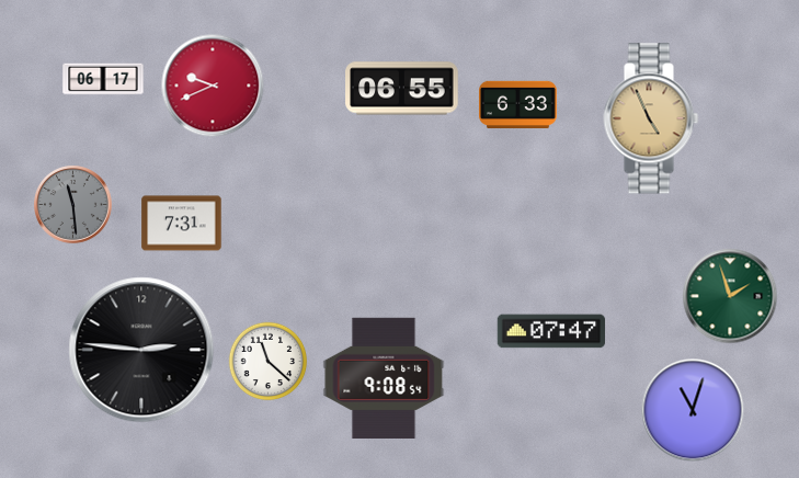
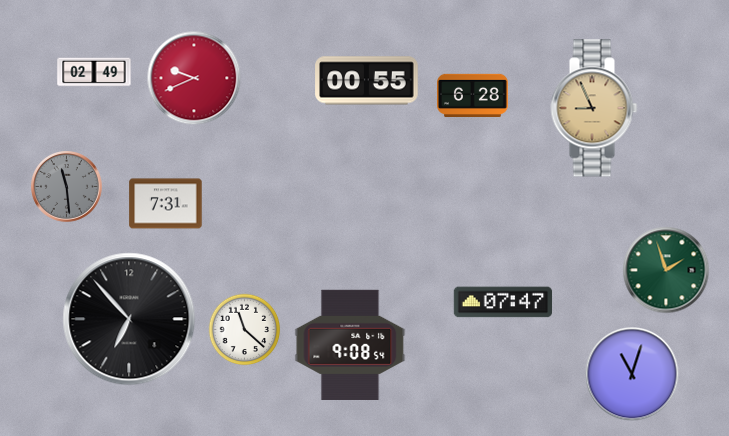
clock at (103, 79): 06:17 -> 02:49
clock at (402, 89): 06:55 -> 00:55
clock at (518, 104): 6:33 -> 6:28
clock at (651, 118): 4:56 -> 8:56
clock at (141, 350): 2:46 -> 6:53
